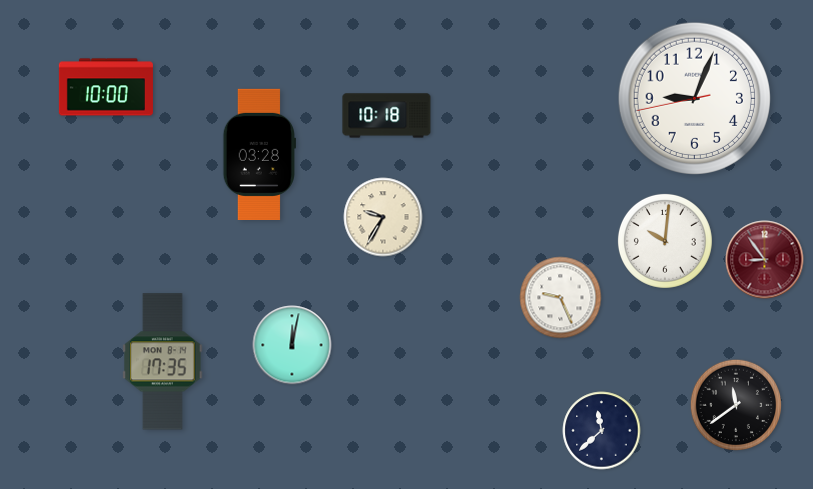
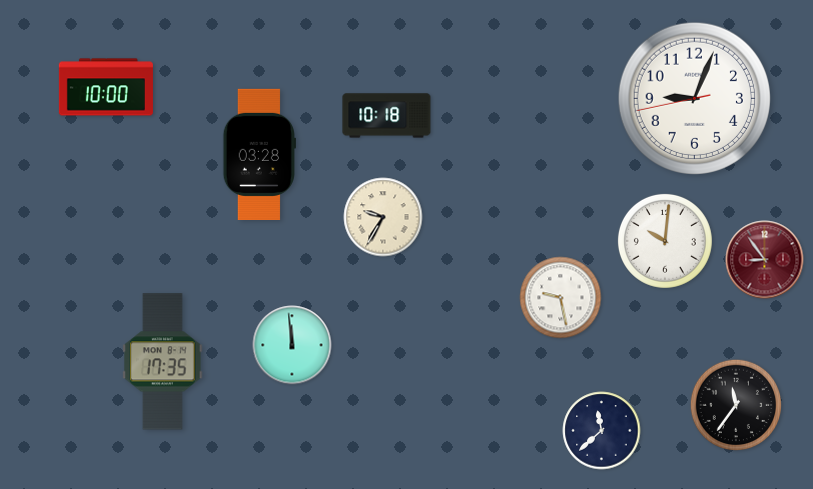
clock at (561, 298): 9:26 -> 9:28
clock at (292, 345): 12:02 -> 11:59
clock at (736, 405): 11:39 -> 11:36
